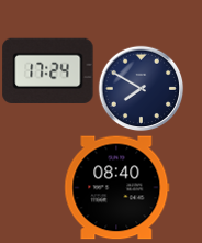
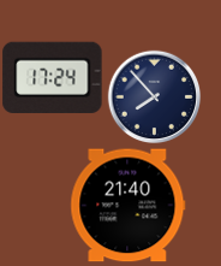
clock at (141, 88): 7:50 -> 7:53
clock at (117, 188): 08:40 -> 21:40
